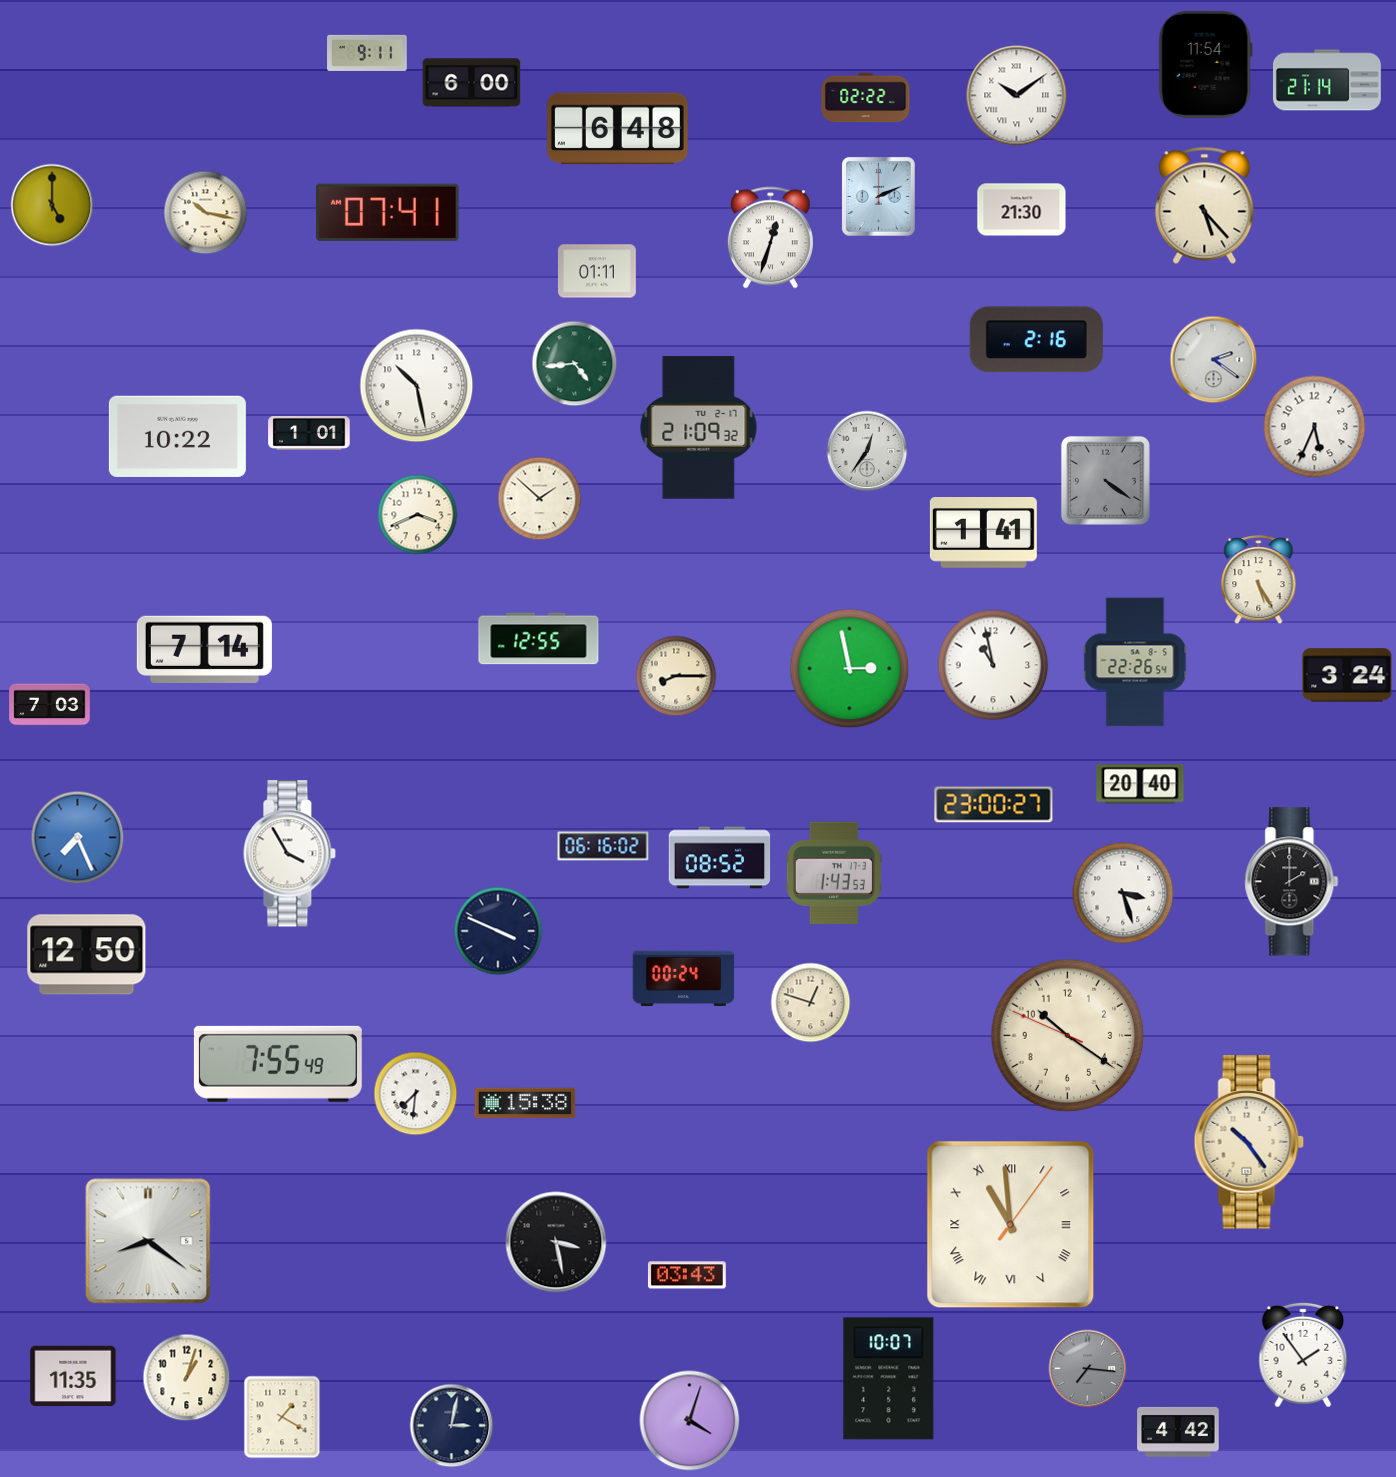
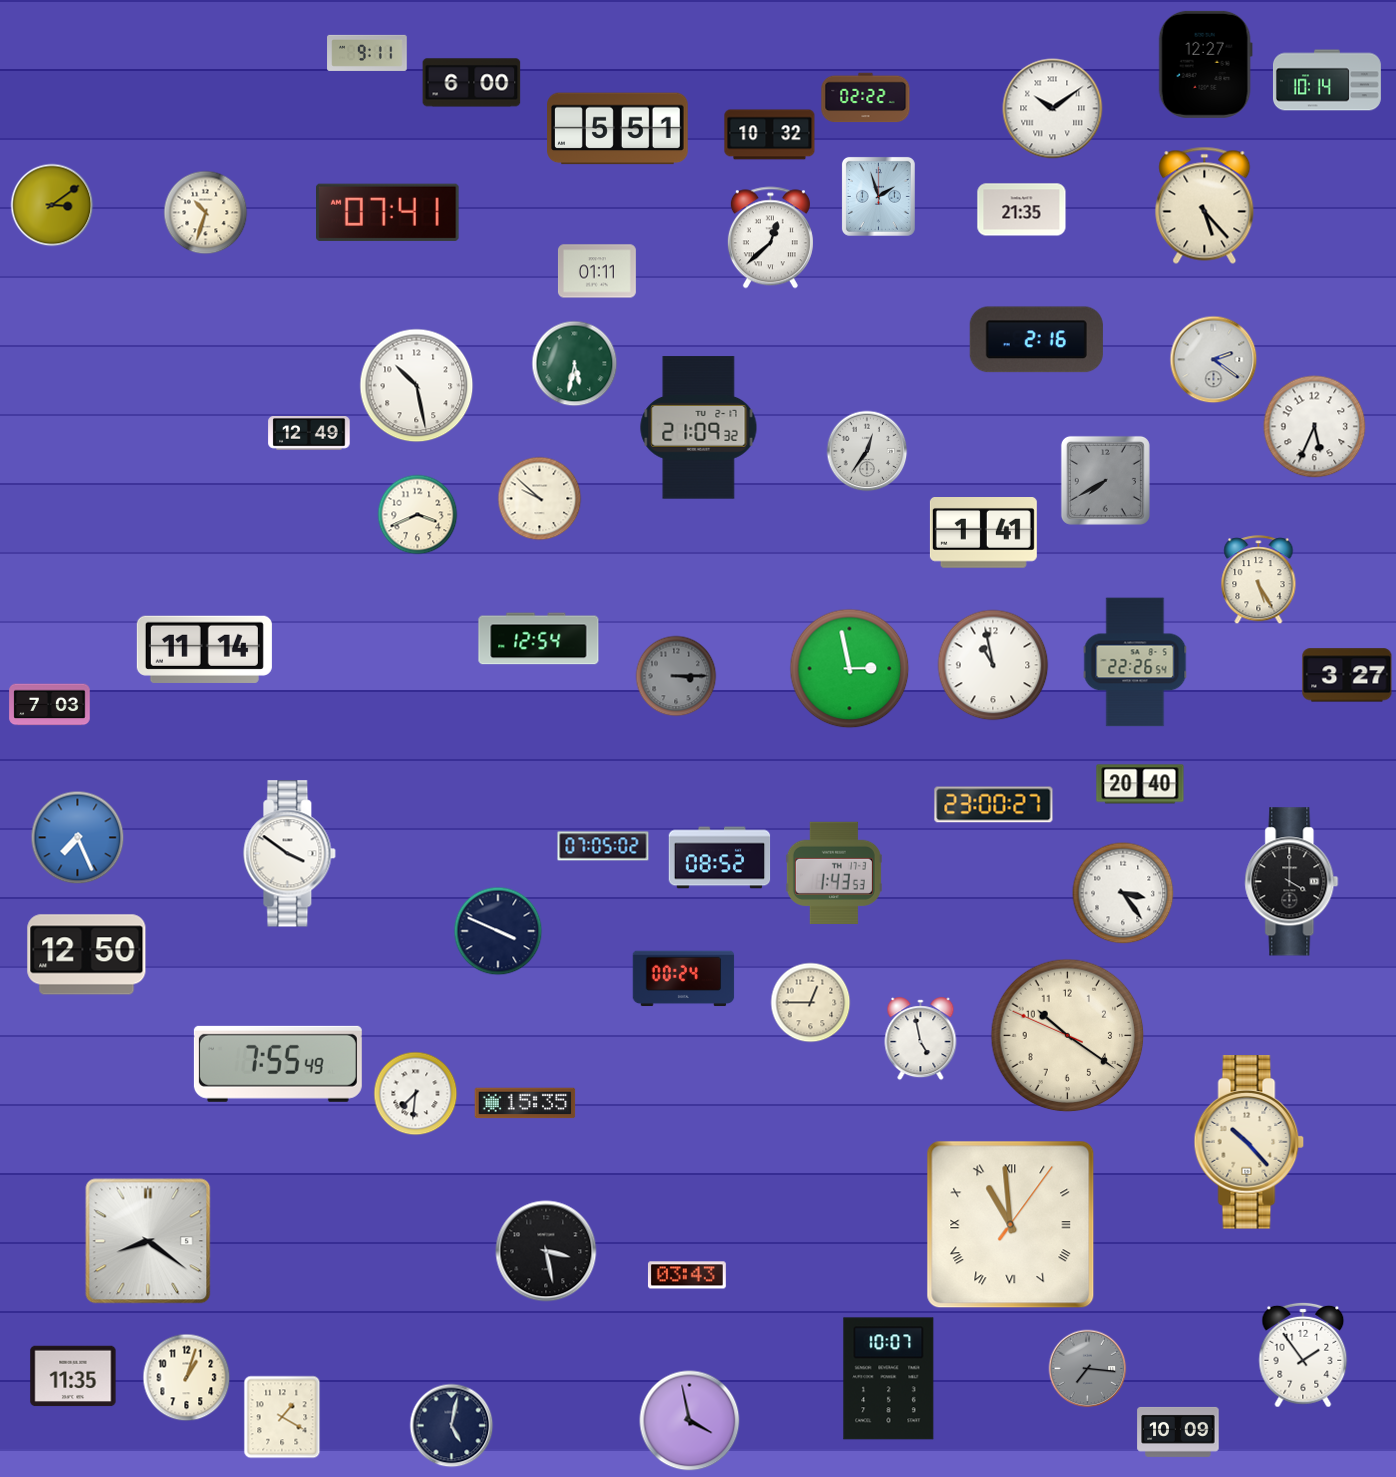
clock at (1205, 64): 11:54 -> 12:27
clock at (1327, 80): 21:14 -> 10:14
clock at (1017, 96) position: (1017, 96) -> (1053, 109)
clock at (618, 129): 6:48 -> 5:51
clock at (770, 135): none -> 10:32
clock at (878, 196): 2:11 -> 1:57
clock at (52, 205): 5:00 -> 3:09
clock at (1022, 210): 21:30 -> 21:35
clock at (206, 213): 10:17 -> 10:33
clock at (770, 238): 12:33 -> 12:38
clock at (575, 364): 4:44 -> 5:32
clock at (309, 434): 1:01 -> 12:49
clock at (177, 436): 10:22 -> none
clock at (1105, 480): 4:21 -> 7:40
clock at (540, 499): 1:52 -> 9:52
clock at (539, 639): 12:55 -> 12:54
clock at (204, 649): 7:14 -> 11:14
clock at (1347, 675): 3:24 -> 3:27
clock at (676, 676): 8:15 -> 3:15
clock at (676, 676) dial: cream -> grey
clock at (603, 846): 06:16 -> 07:05
clock at (290, 854): 3:55 -> 3:51
clock at (1292, 882): 2:00 -> 4:00
clock at (1123, 893): 3:27 -> 3:24
clock at (811, 1003): 12:48 -> 12:45
clock at (921, 1039): none -> 4:58
clock at (525, 1103): 15:38 -> 15:35
clock at (1249, 1142): 10:24 -> 10:23
clock at (556, 1242) position: (556, 1242) -> (546, 1251)
clock at (690, 1421): 4:03 -> 3:58
clock at (452, 1426): 3:02 -> 5:02
clock at (1178, 1432): 4:42 -> 10:09
